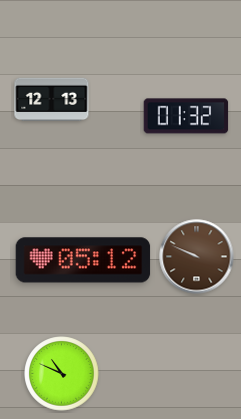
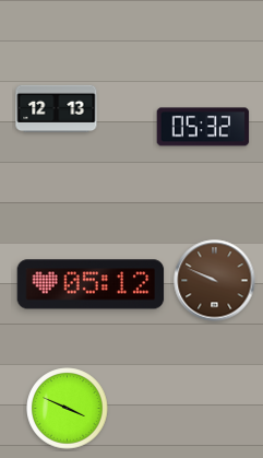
clock at (186, 116): 01:32 -> 05:32
clock at (62, 374): 10:49 -> 3:49
